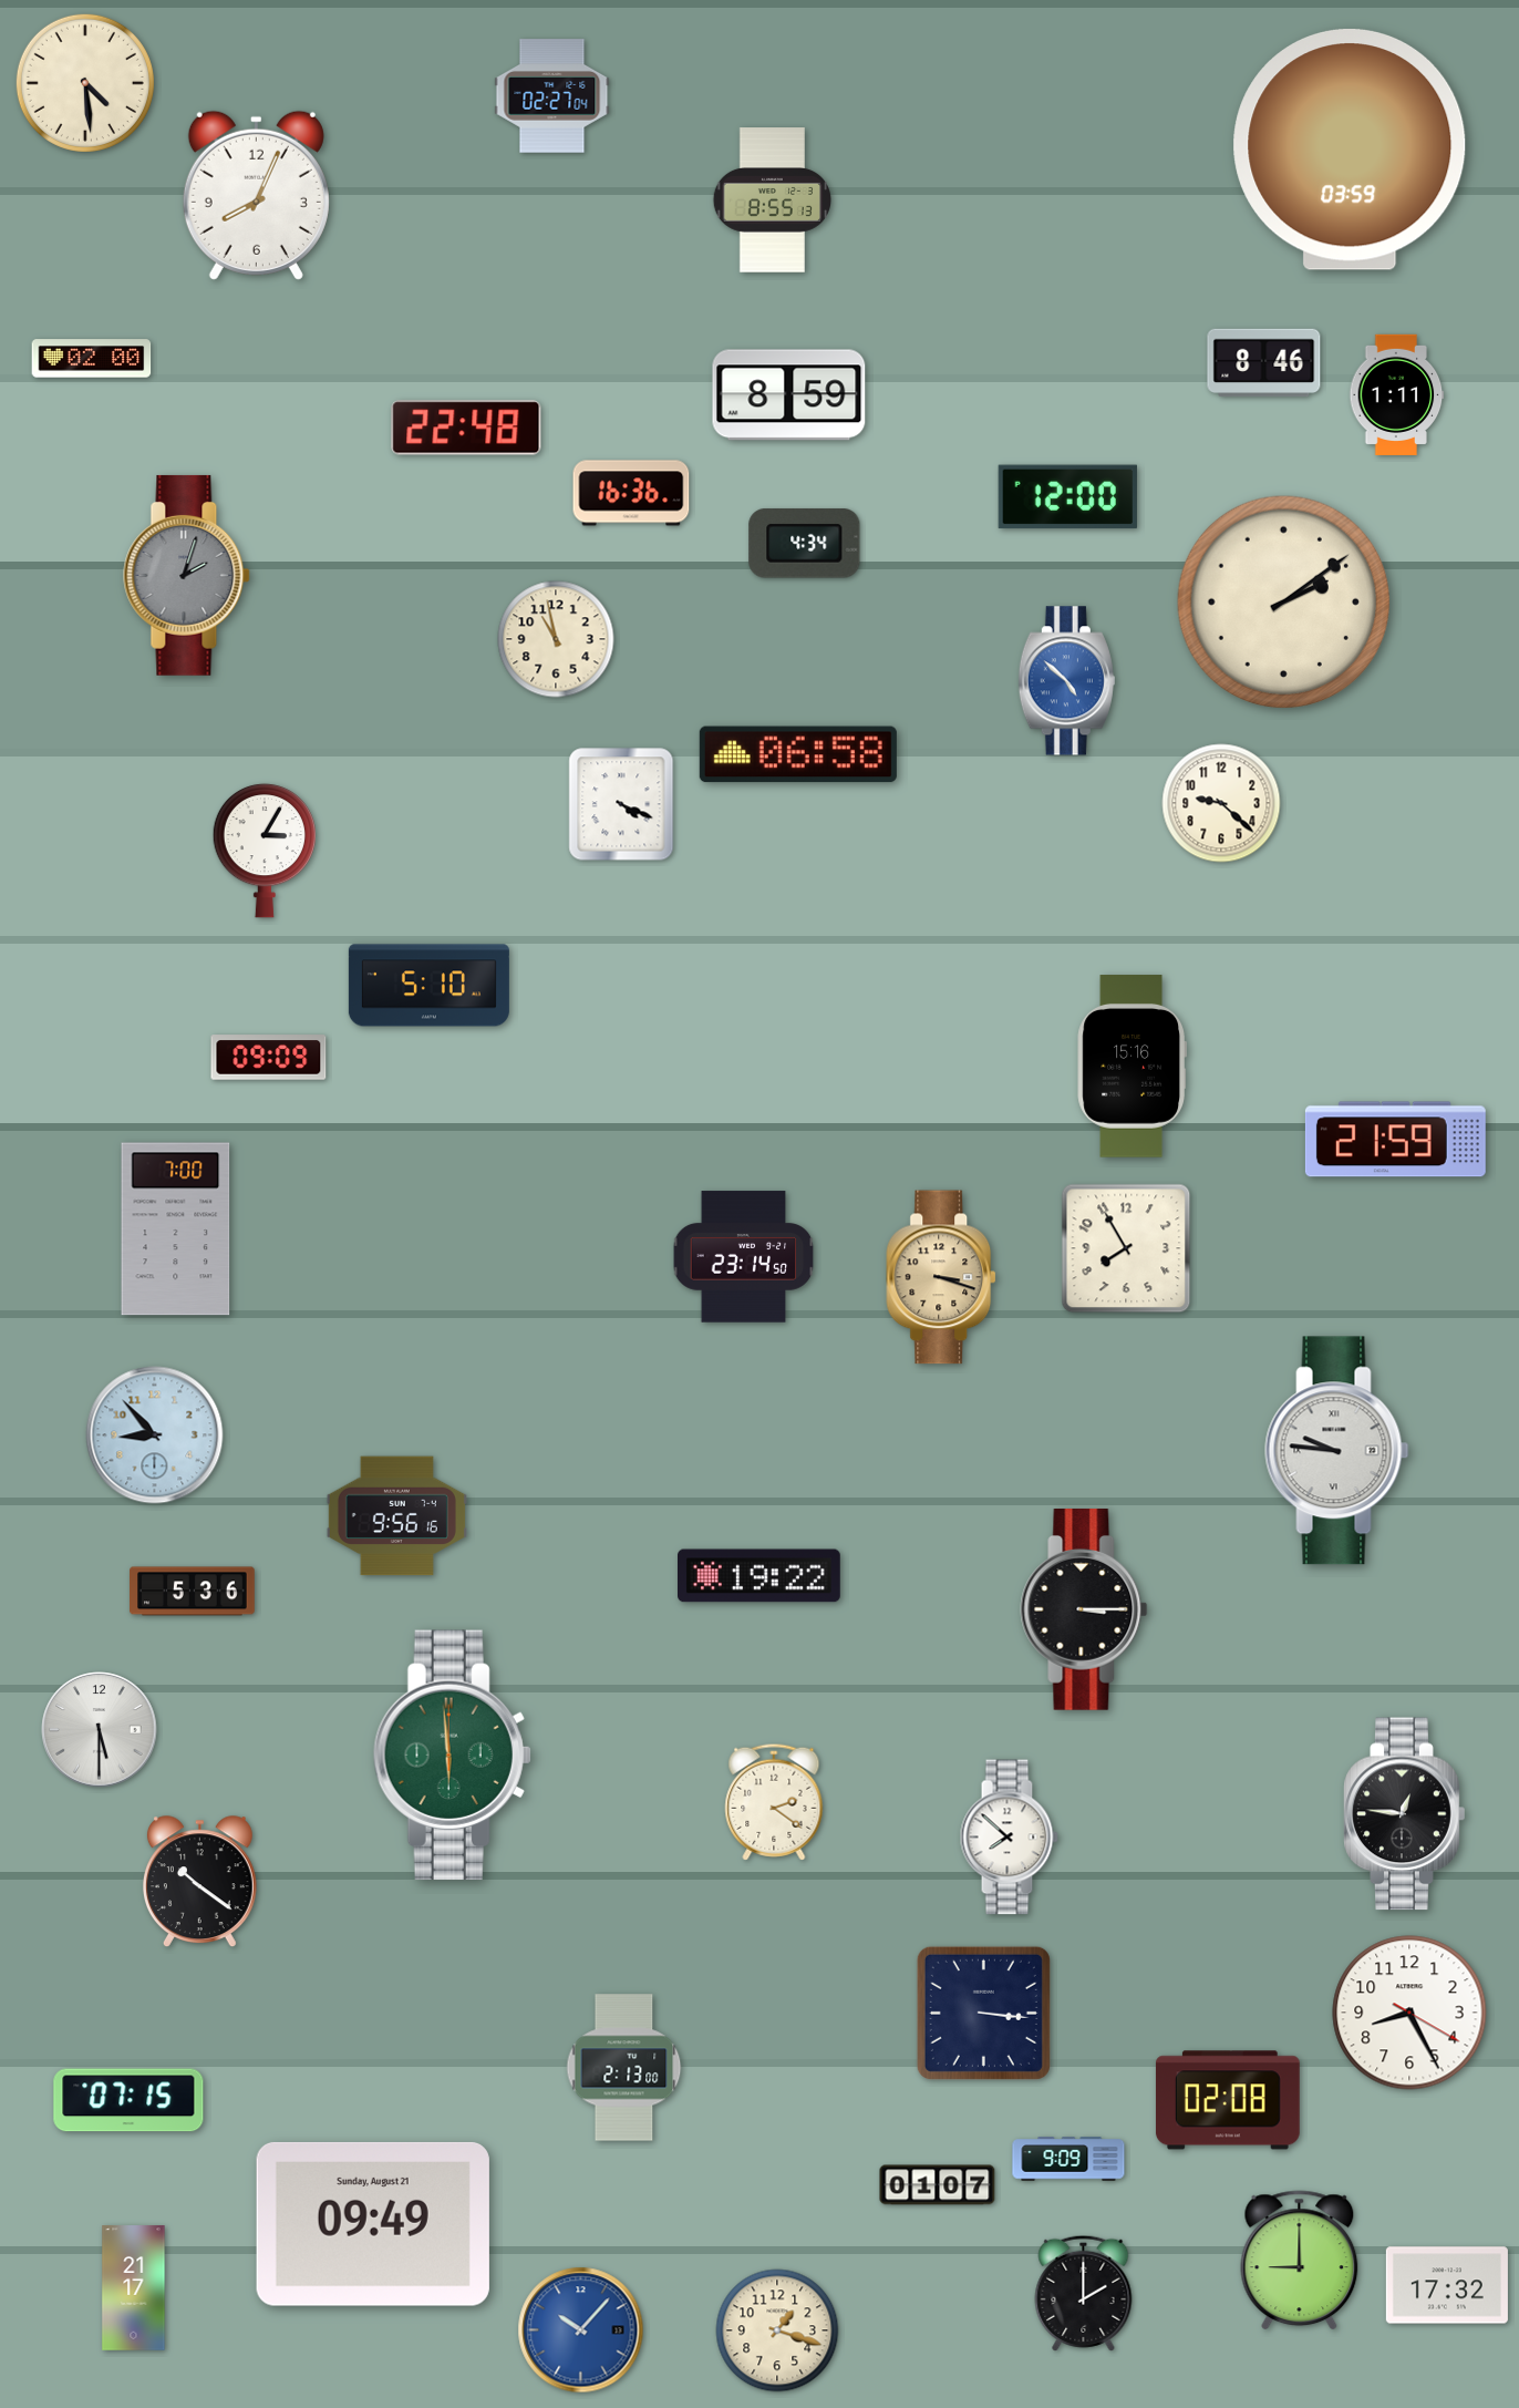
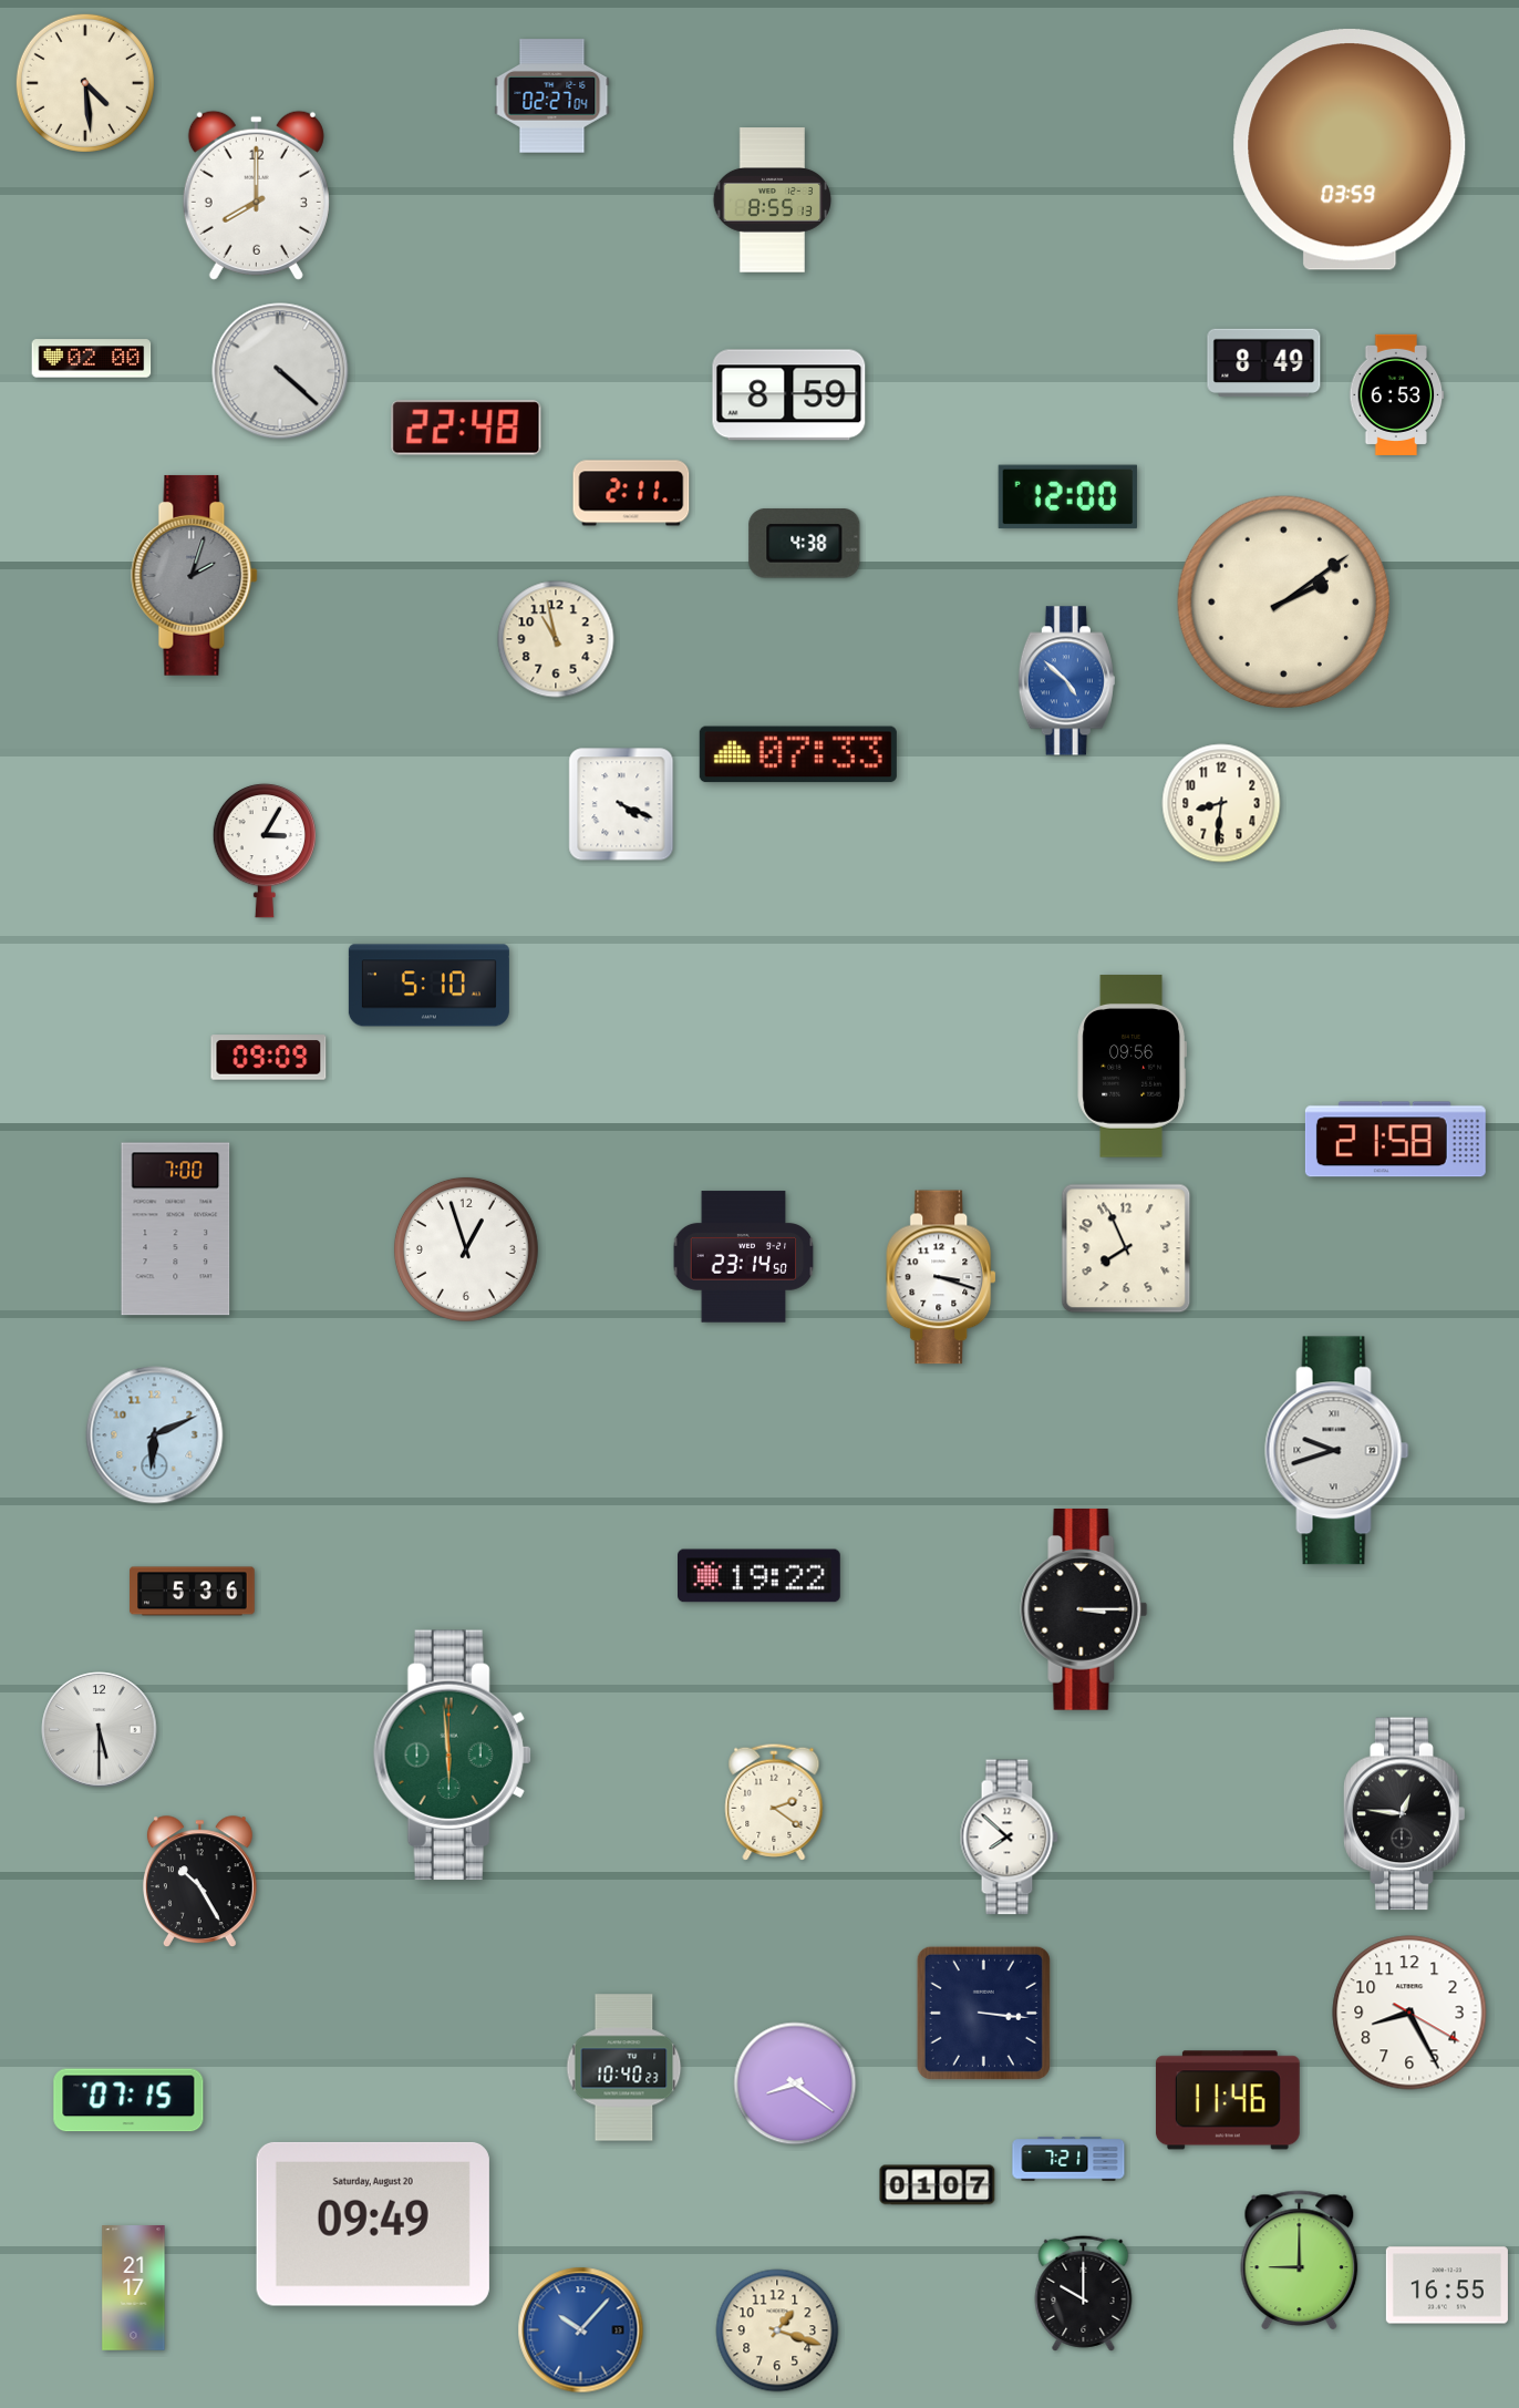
clock at (256, 195): 8:04 -> 8:00
clock at (1264, 363): 8:46 -> 8:49
clock at (280, 371): none -> 4:22
clock at (1397, 394): 1:11 -> 6:53
clock at (631, 493): 16:36 -> 2:11
clock at (805, 544): 4:34 -> 4:38
clock at (187, 575) position: (187, 575) -> (195, 575)
clock at (798, 754): 06:58 -> 07:33
clock at (1221, 803): 9:22 -> 8:31
clock at (1131, 1067): 15:16 -> 09:56
clock at (1395, 1140): 21:59 -> 21:58
clock at (1126, 1248): 7:55 -> 7:56
clock at (466, 1249): none -> 12:57
clock at (942, 1277) dial: champagne -> white
clock at (155, 1435): 8:53 -> 6:11
clock at (1337, 1451): 9:46 -> 9:42
clock at (396, 1516): 9:56 -> none
clock at (199, 1882): 10:21 -> 10:25
clock at (624, 2068): 2:13 -> 10:40
clock at (795, 2083): none -> 8:21
clock at (1228, 2100): 02:08 -> 11:46
clock at (1068, 2159): 9:09 -> 7:21
clock at (373, 2224) date: Sunday, August 21 -> Saturday, August 20
clock at (1447, 2285): 17:32 -> 16:55
clock at (1084, 2293): 2:00 -> 10:00
